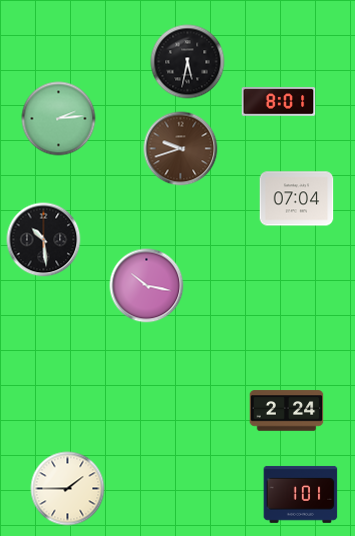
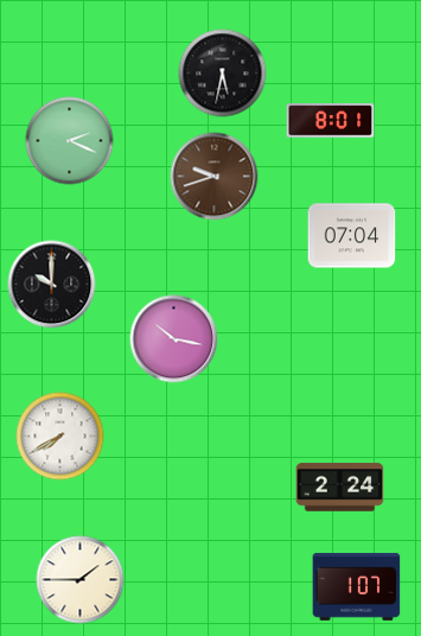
clock at (59, 119): 2:14 -> 2:19
clock at (44, 240): 10:29 -> 10:00
clock at (60, 437): none -> 7:40
clock at (301, 494): 1:01 -> 1:07
